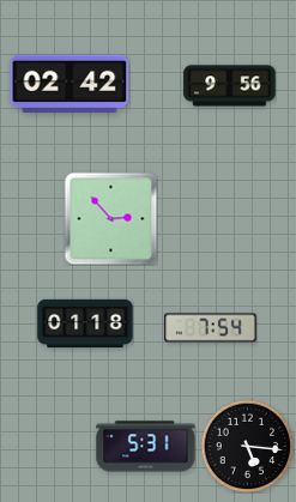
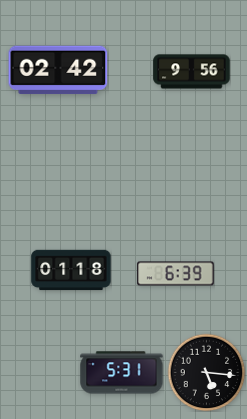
clock at (110, 218): 2:53 -> none
clock at (211, 328): 7:54 -> 6:39
